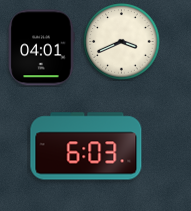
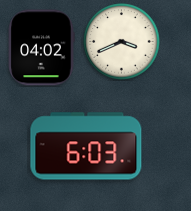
clock at (41, 48): 04:01 -> 04:02
